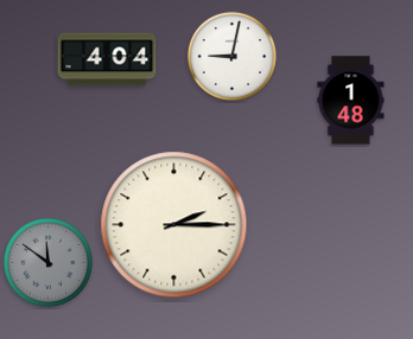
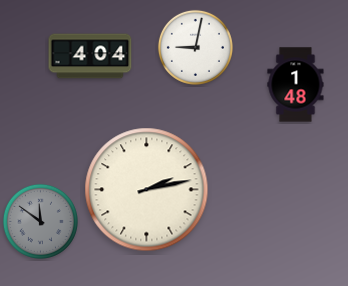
clock at (107, 59) position: (107, 59) -> (90, 56)
clock at (174, 225): 2:15 -> 2:13
